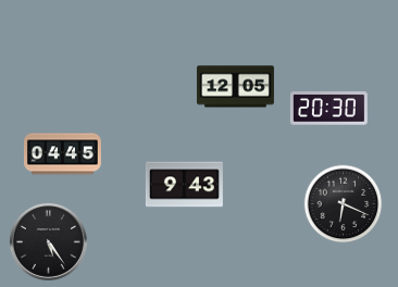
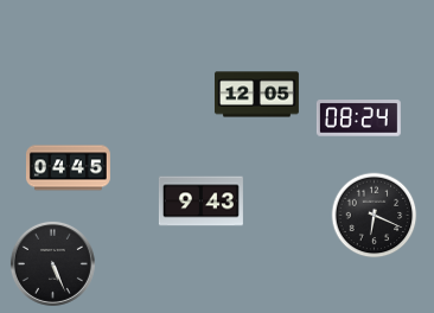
clock at (328, 109): 20:30 -> 08:24
clock at (344, 204) position: (344, 204) -> (375, 216)
clock at (48, 241): 5:24 -> 5:26
